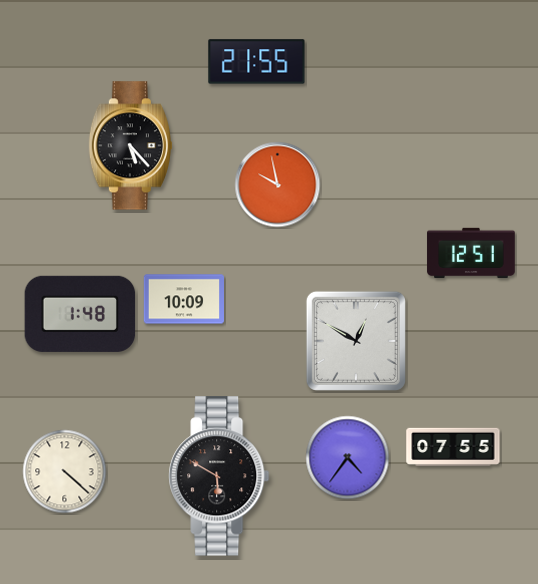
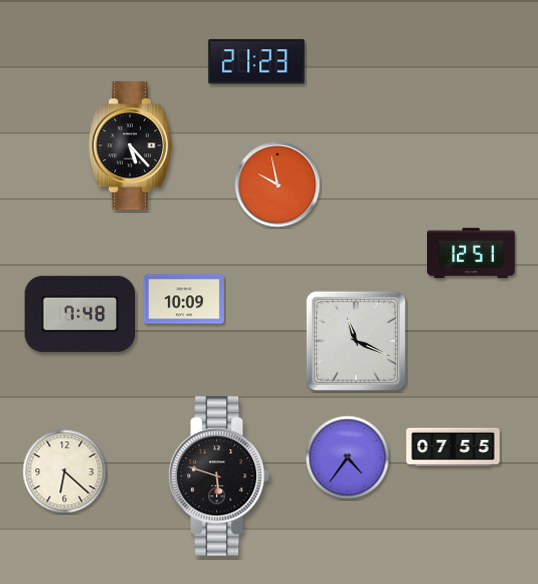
clock at (257, 62): 21:55 -> 21:23
clock at (80, 314): 1:48 -> 7:48
clock at (356, 341): 12:50 -> 11:19
clock at (65, 472): 4:22 -> 6:22
clock at (219, 476): 5:50 -> 5:48
